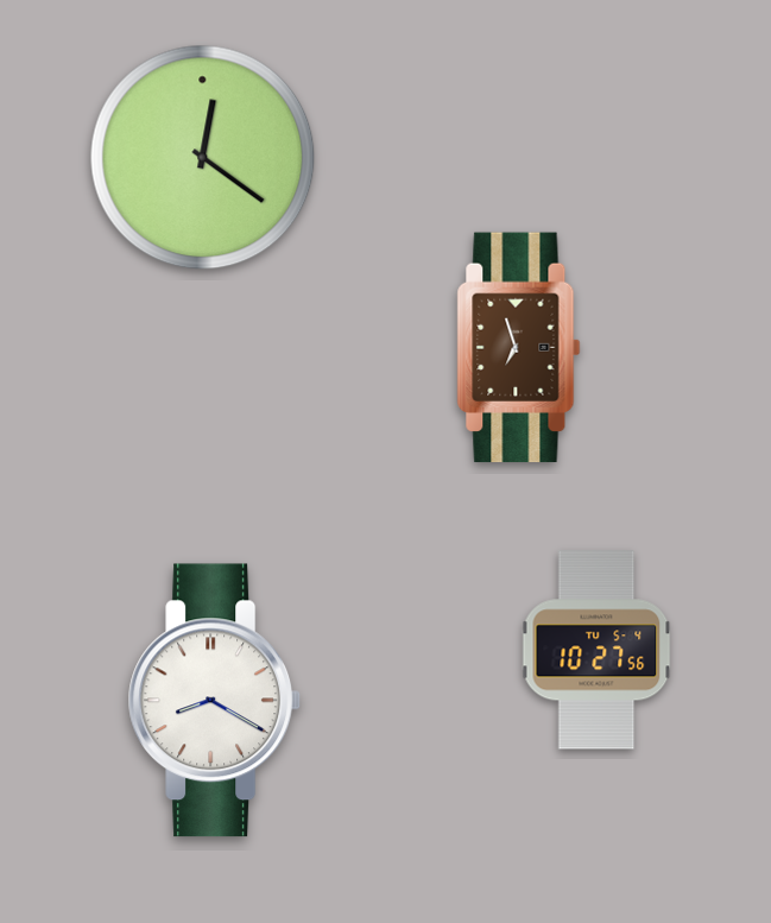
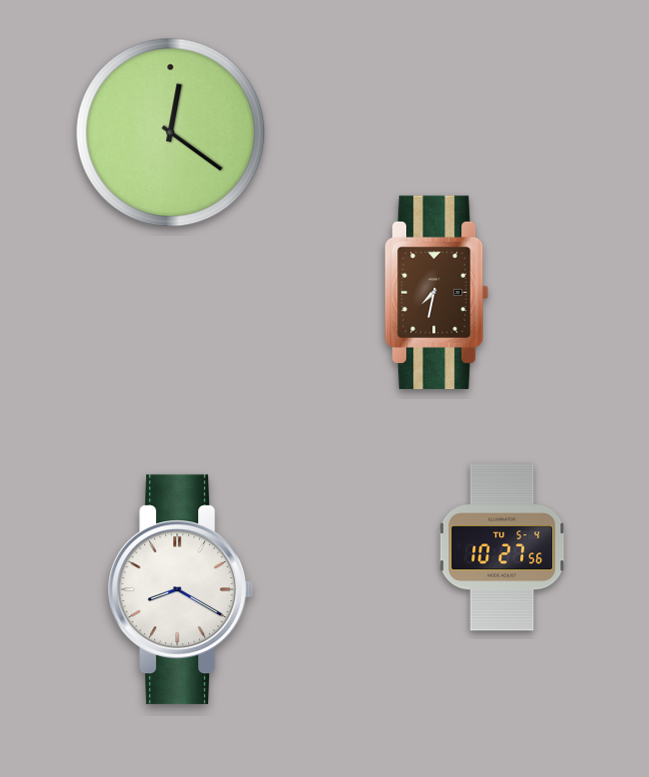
clock at (519, 348): 6:57 -> 7:32
